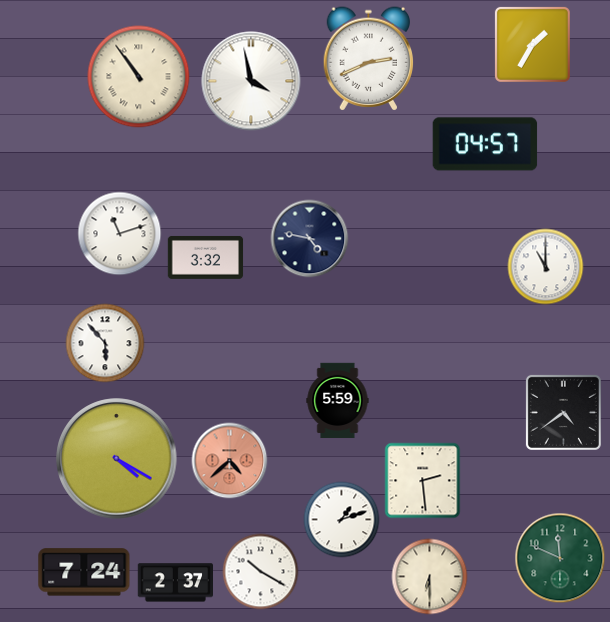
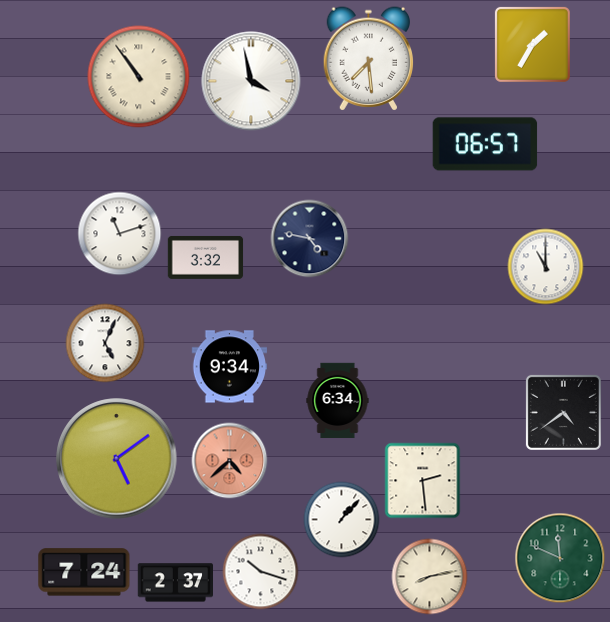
clock at (368, 59): 2:41 -> 7:29
clock at (485, 144): 04:57 -> 06:57
clock at (105, 343): 5:53 -> 5:04
clock at (230, 367): none -> 9:34
clock at (338, 401): 5:59 -> 6:34
clock at (117, 459): 4:20 -> 5:09
clock at (342, 520): 1:12 -> 1:07
clock at (261, 572): 10:20 -> 10:18
clock at (430, 577): 6:30 -> 8:13
